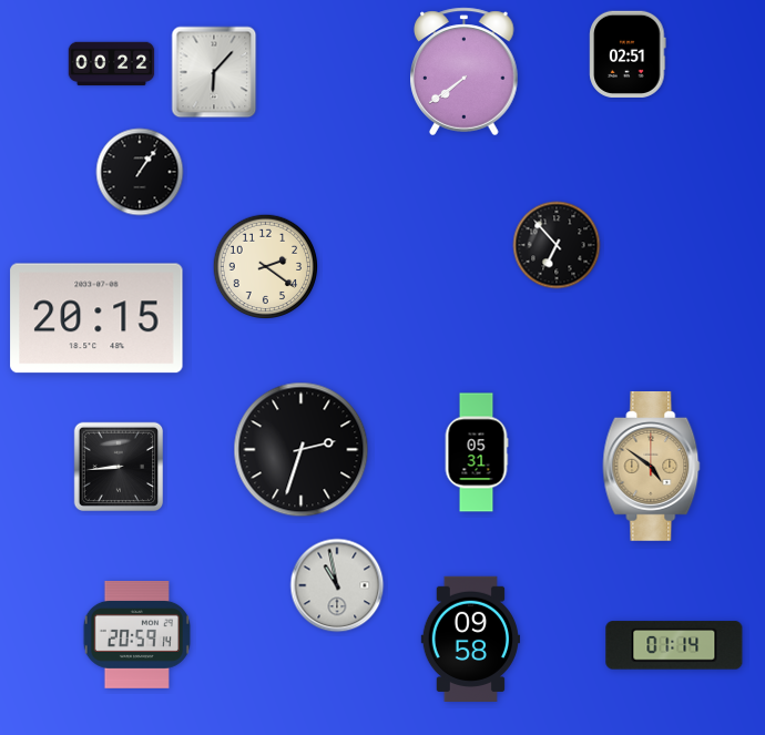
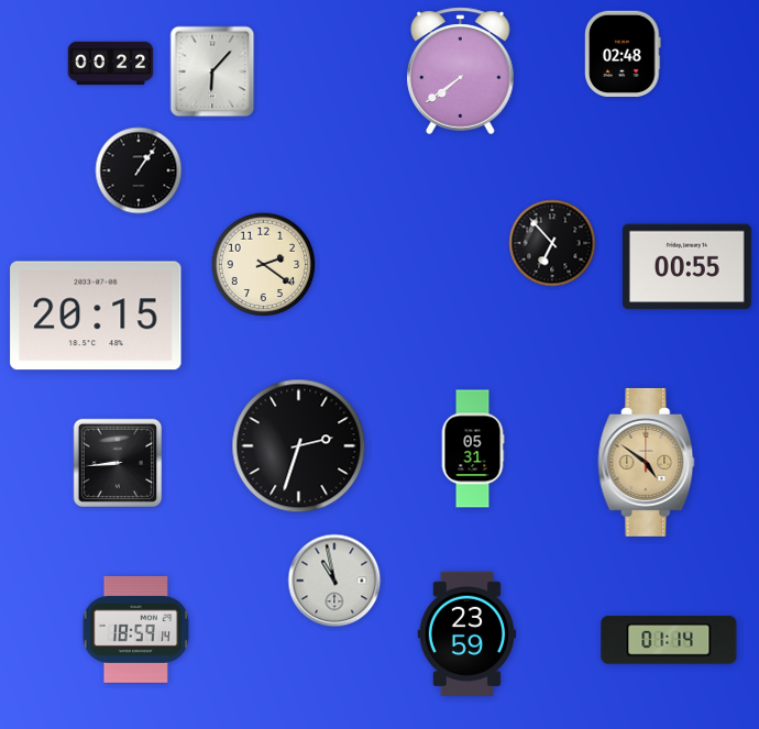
clock at (628, 53): 02:51 -> 02:48
clock at (686, 267): none -> 00:55
clock at (136, 634): 20:59 -> 18:59
clock at (470, 640): 09:58 -> 23:59
